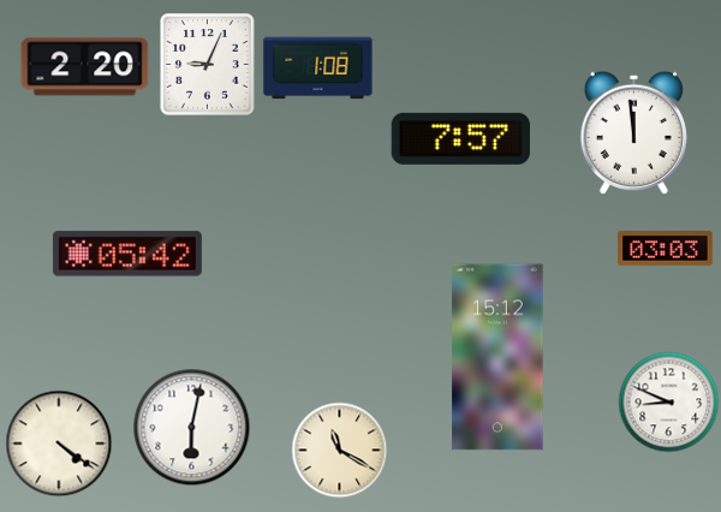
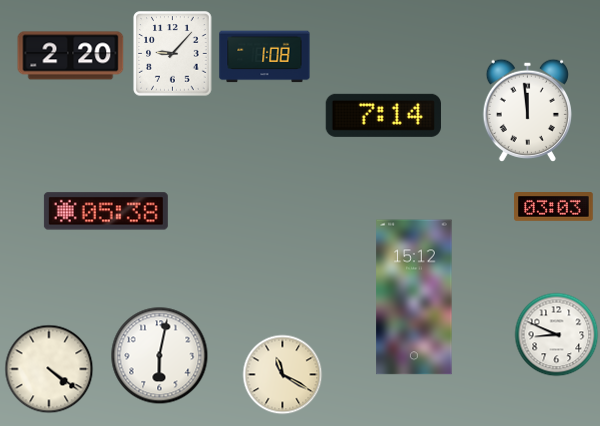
clock at (208, 65): 9:04 -> 9:07
clock at (460, 138): 7:57 -> 7:14
clock at (127, 254): 05:42 -> 05:38
